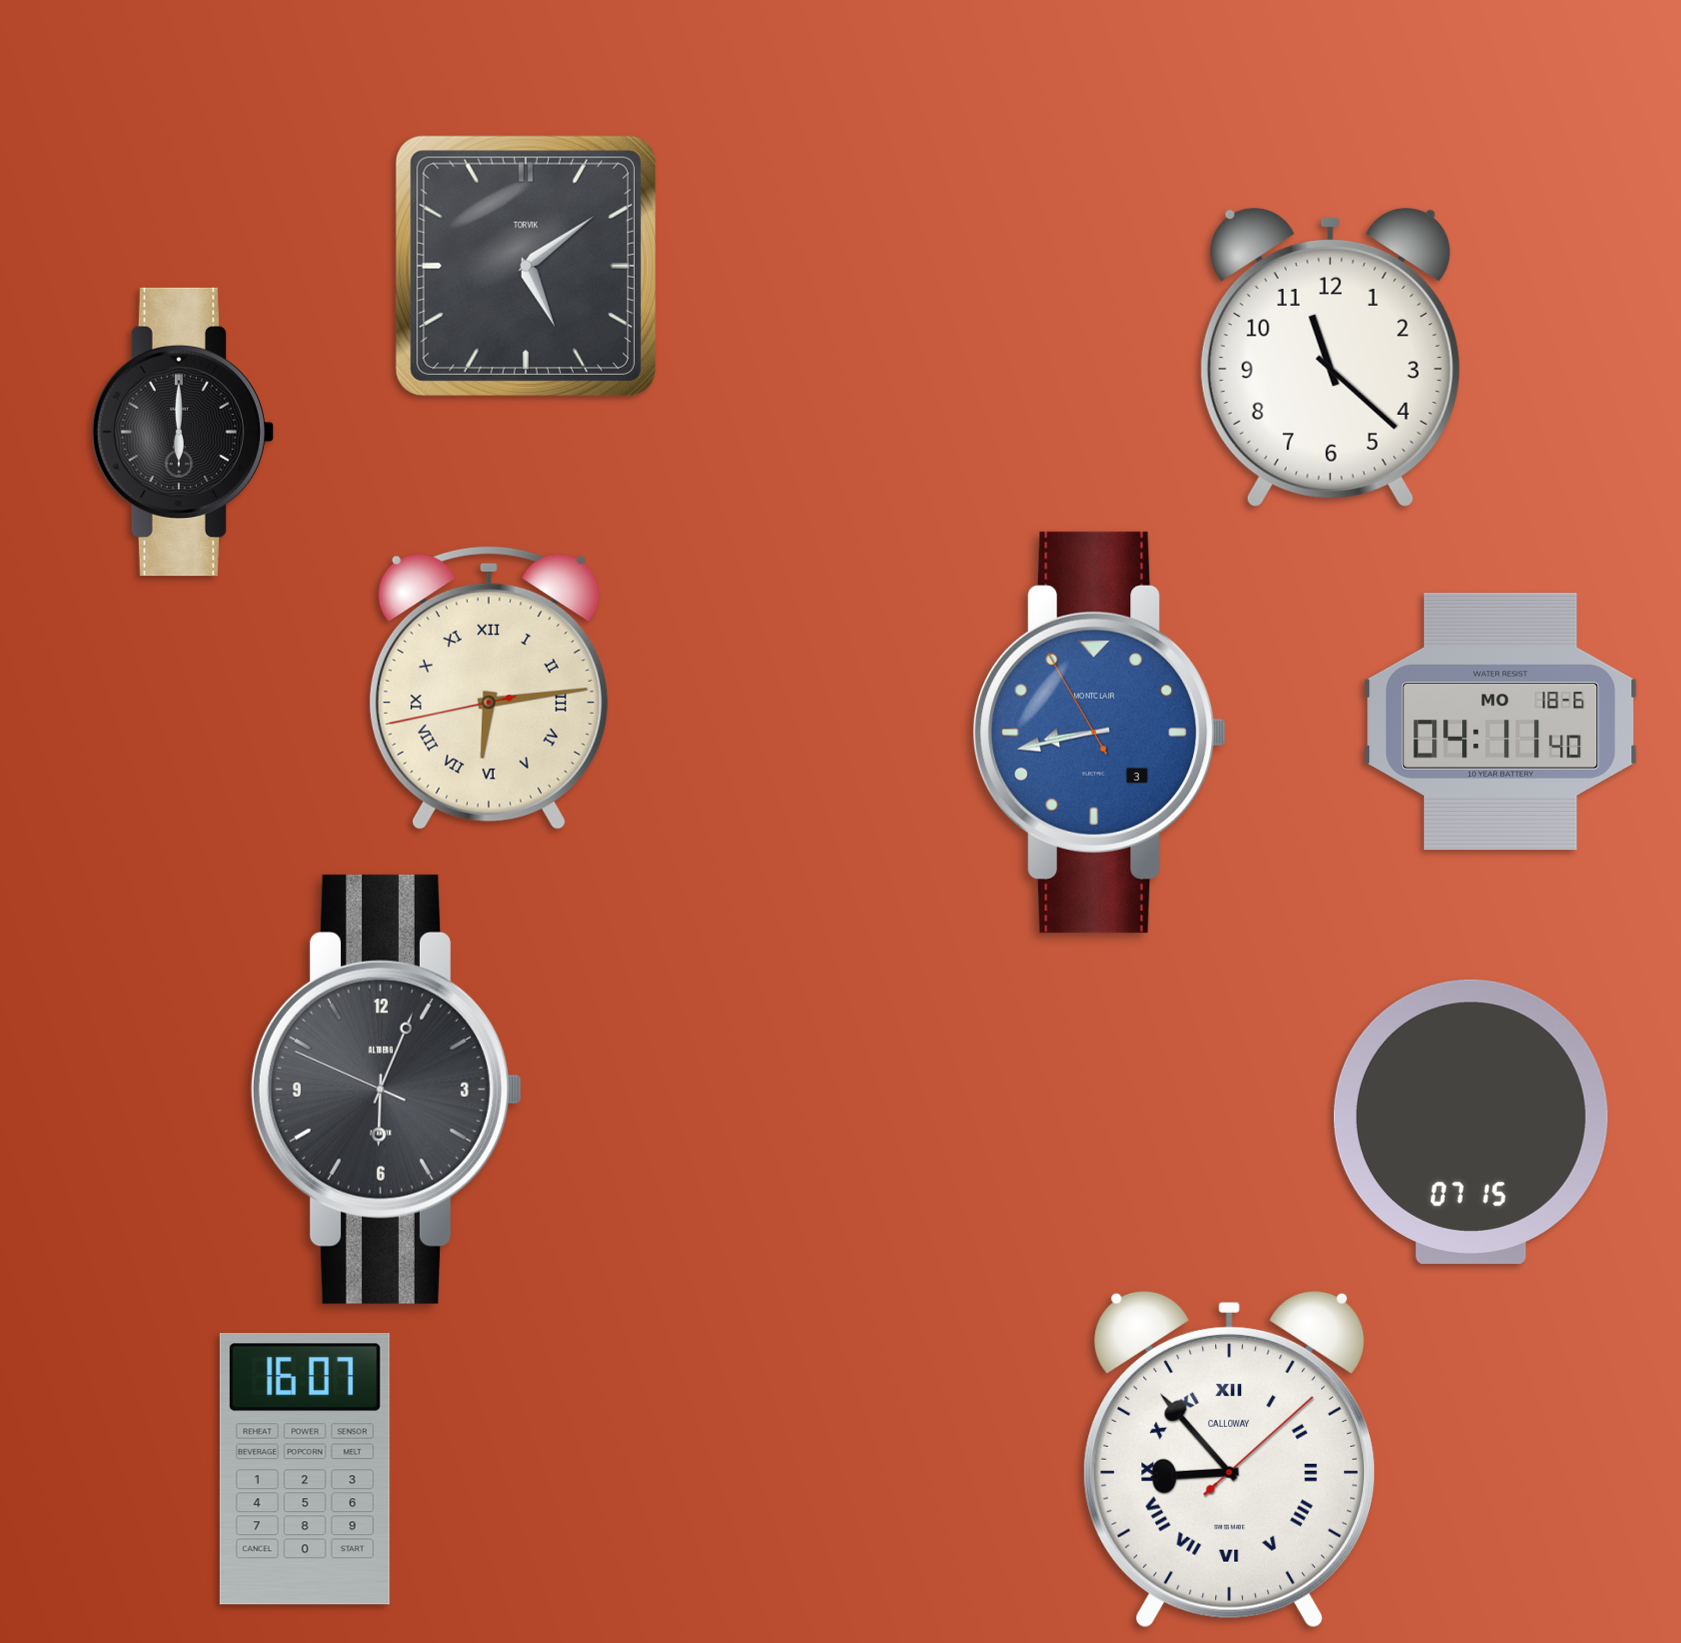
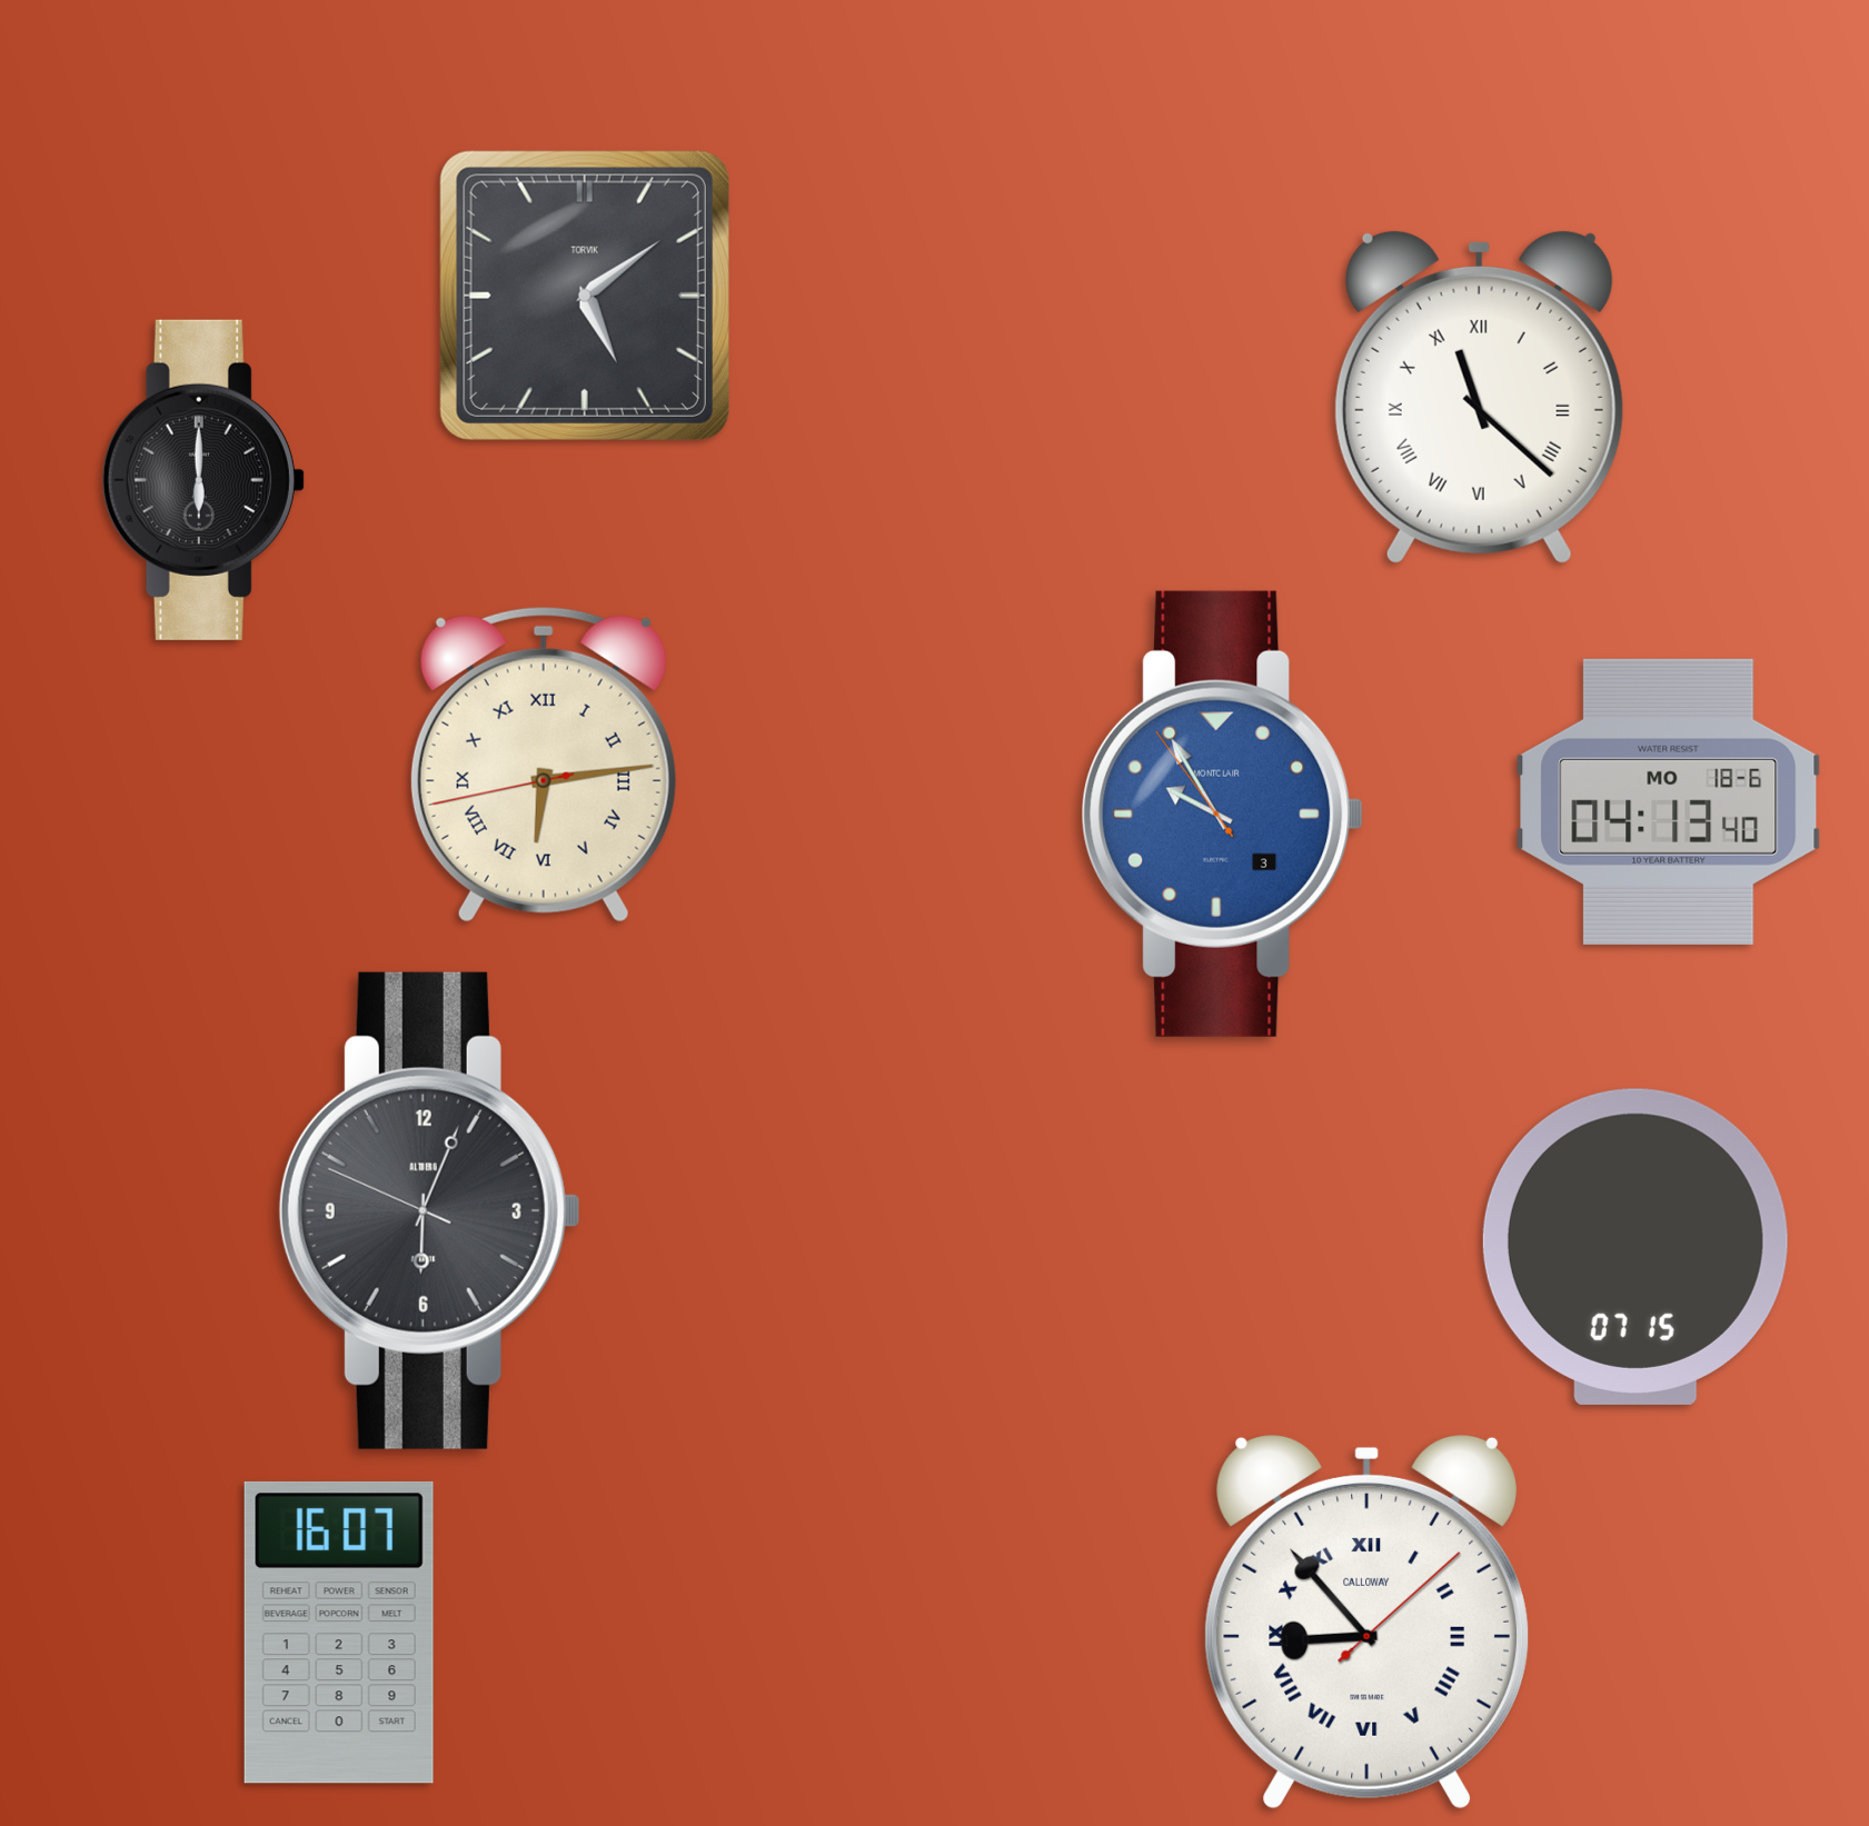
clock at (1330, 357) numerals: Arabic -> Roman
clock at (1501, 721): 04:11 -> 04:13
clock at (1100, 732): 8:42 -> 9:54
